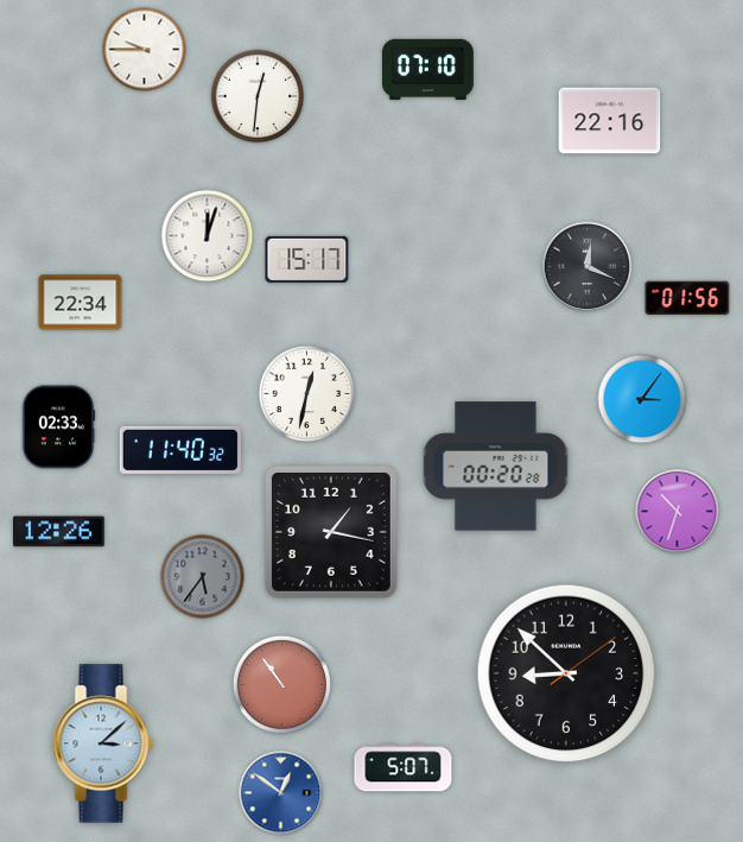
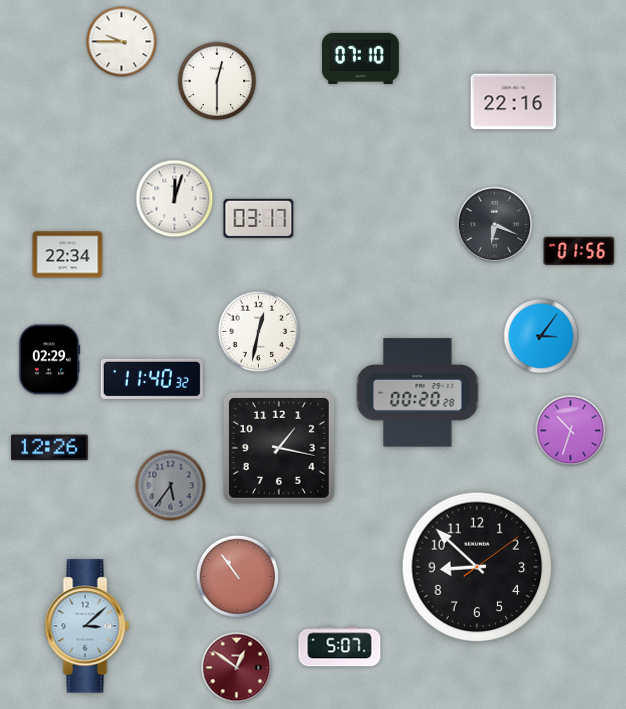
clock at (258, 96): 12:31 -> 12:30
clock at (307, 259): 15:17 -> 03:17
clock at (588, 267): 12:19 -> 6:19
clock at (58, 428): 02:33 -> 02:29
clock at (281, 793) dial: blue -> burgundy
